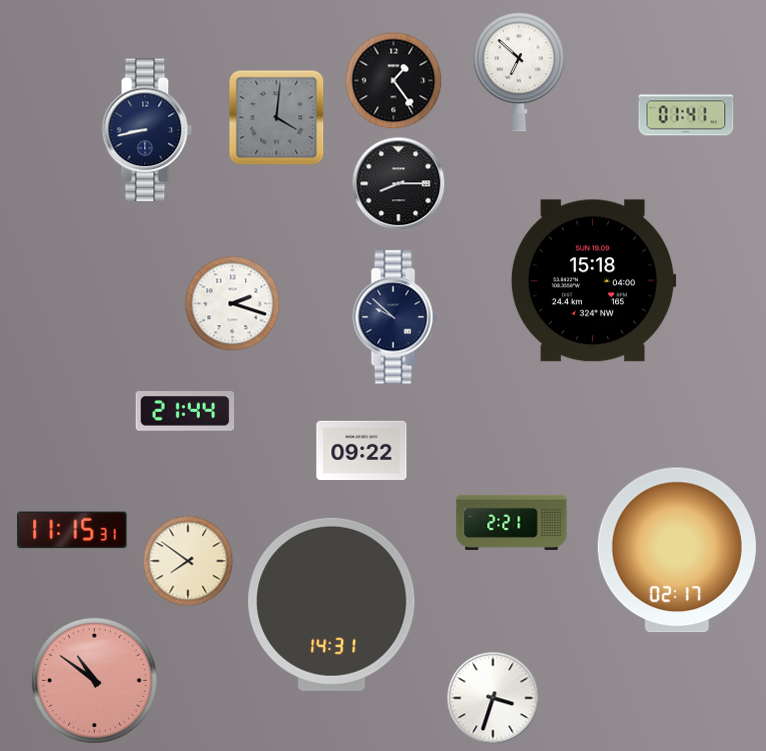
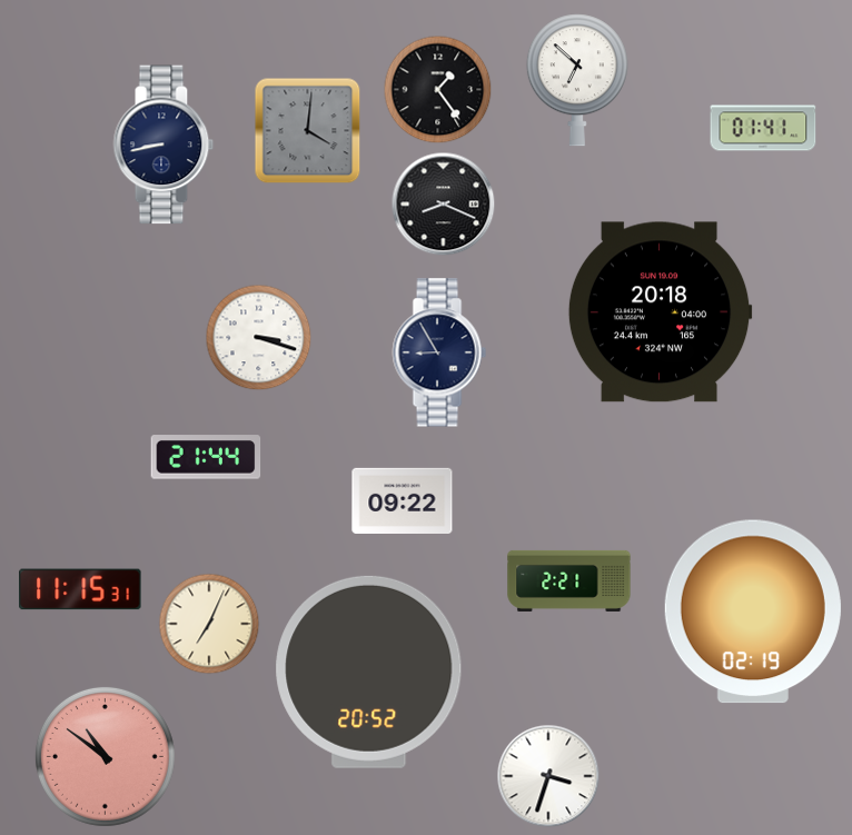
clock at (399, 184): 8:15 -> 8:19
clock at (593, 281): 15:18 -> 20:18
clock at (233, 304): 2:18 -> 3:18
clock at (395, 317): 9:52 -> 8:55
clock at (677, 550): 02:17 -> 02:19
clock at (188, 561): 7:51 -> 7:04
clock at (332, 604): 14:31 -> 20:52
